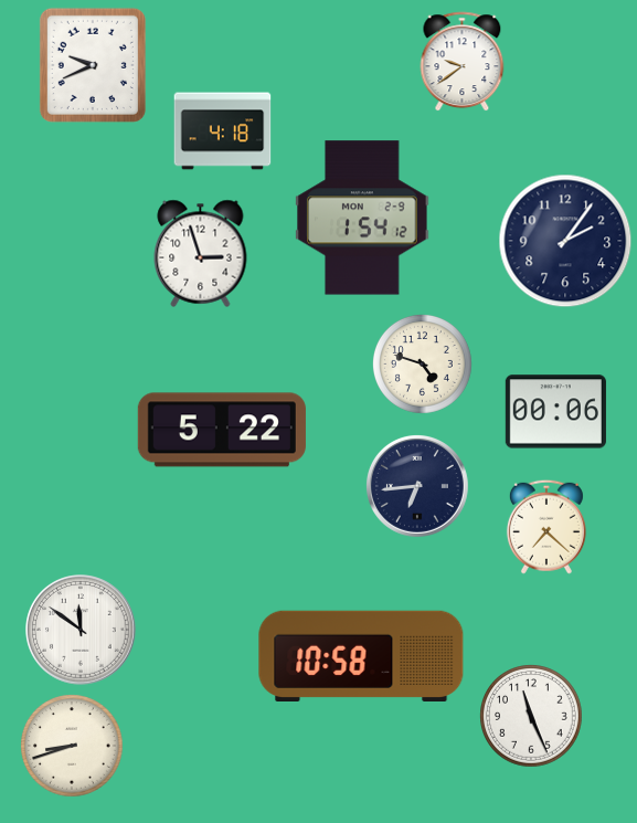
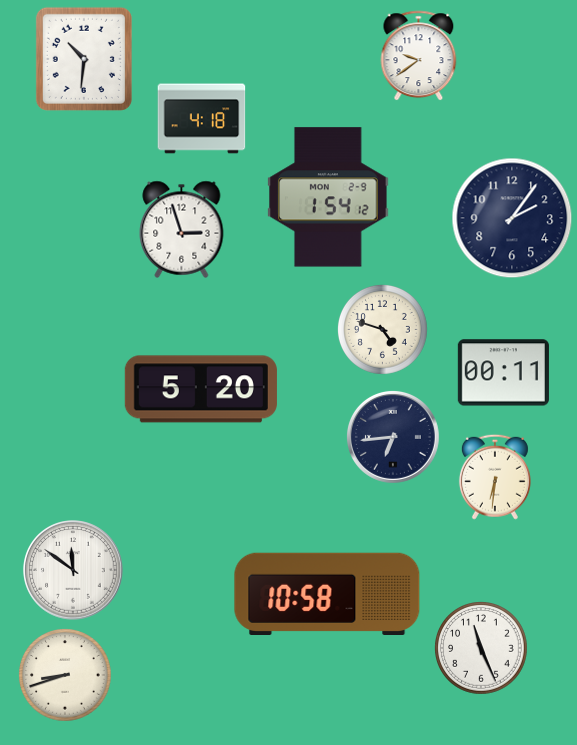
clock at (93, 65): 9:41 -> 10:31
clock at (555, 412): 00:06 -> 00:11
clock at (222, 430): 5:22 -> 5:20
clock at (417, 486) position: (417, 486) -> (393, 437)
clock at (546, 527): 7:22 -> 6:31
